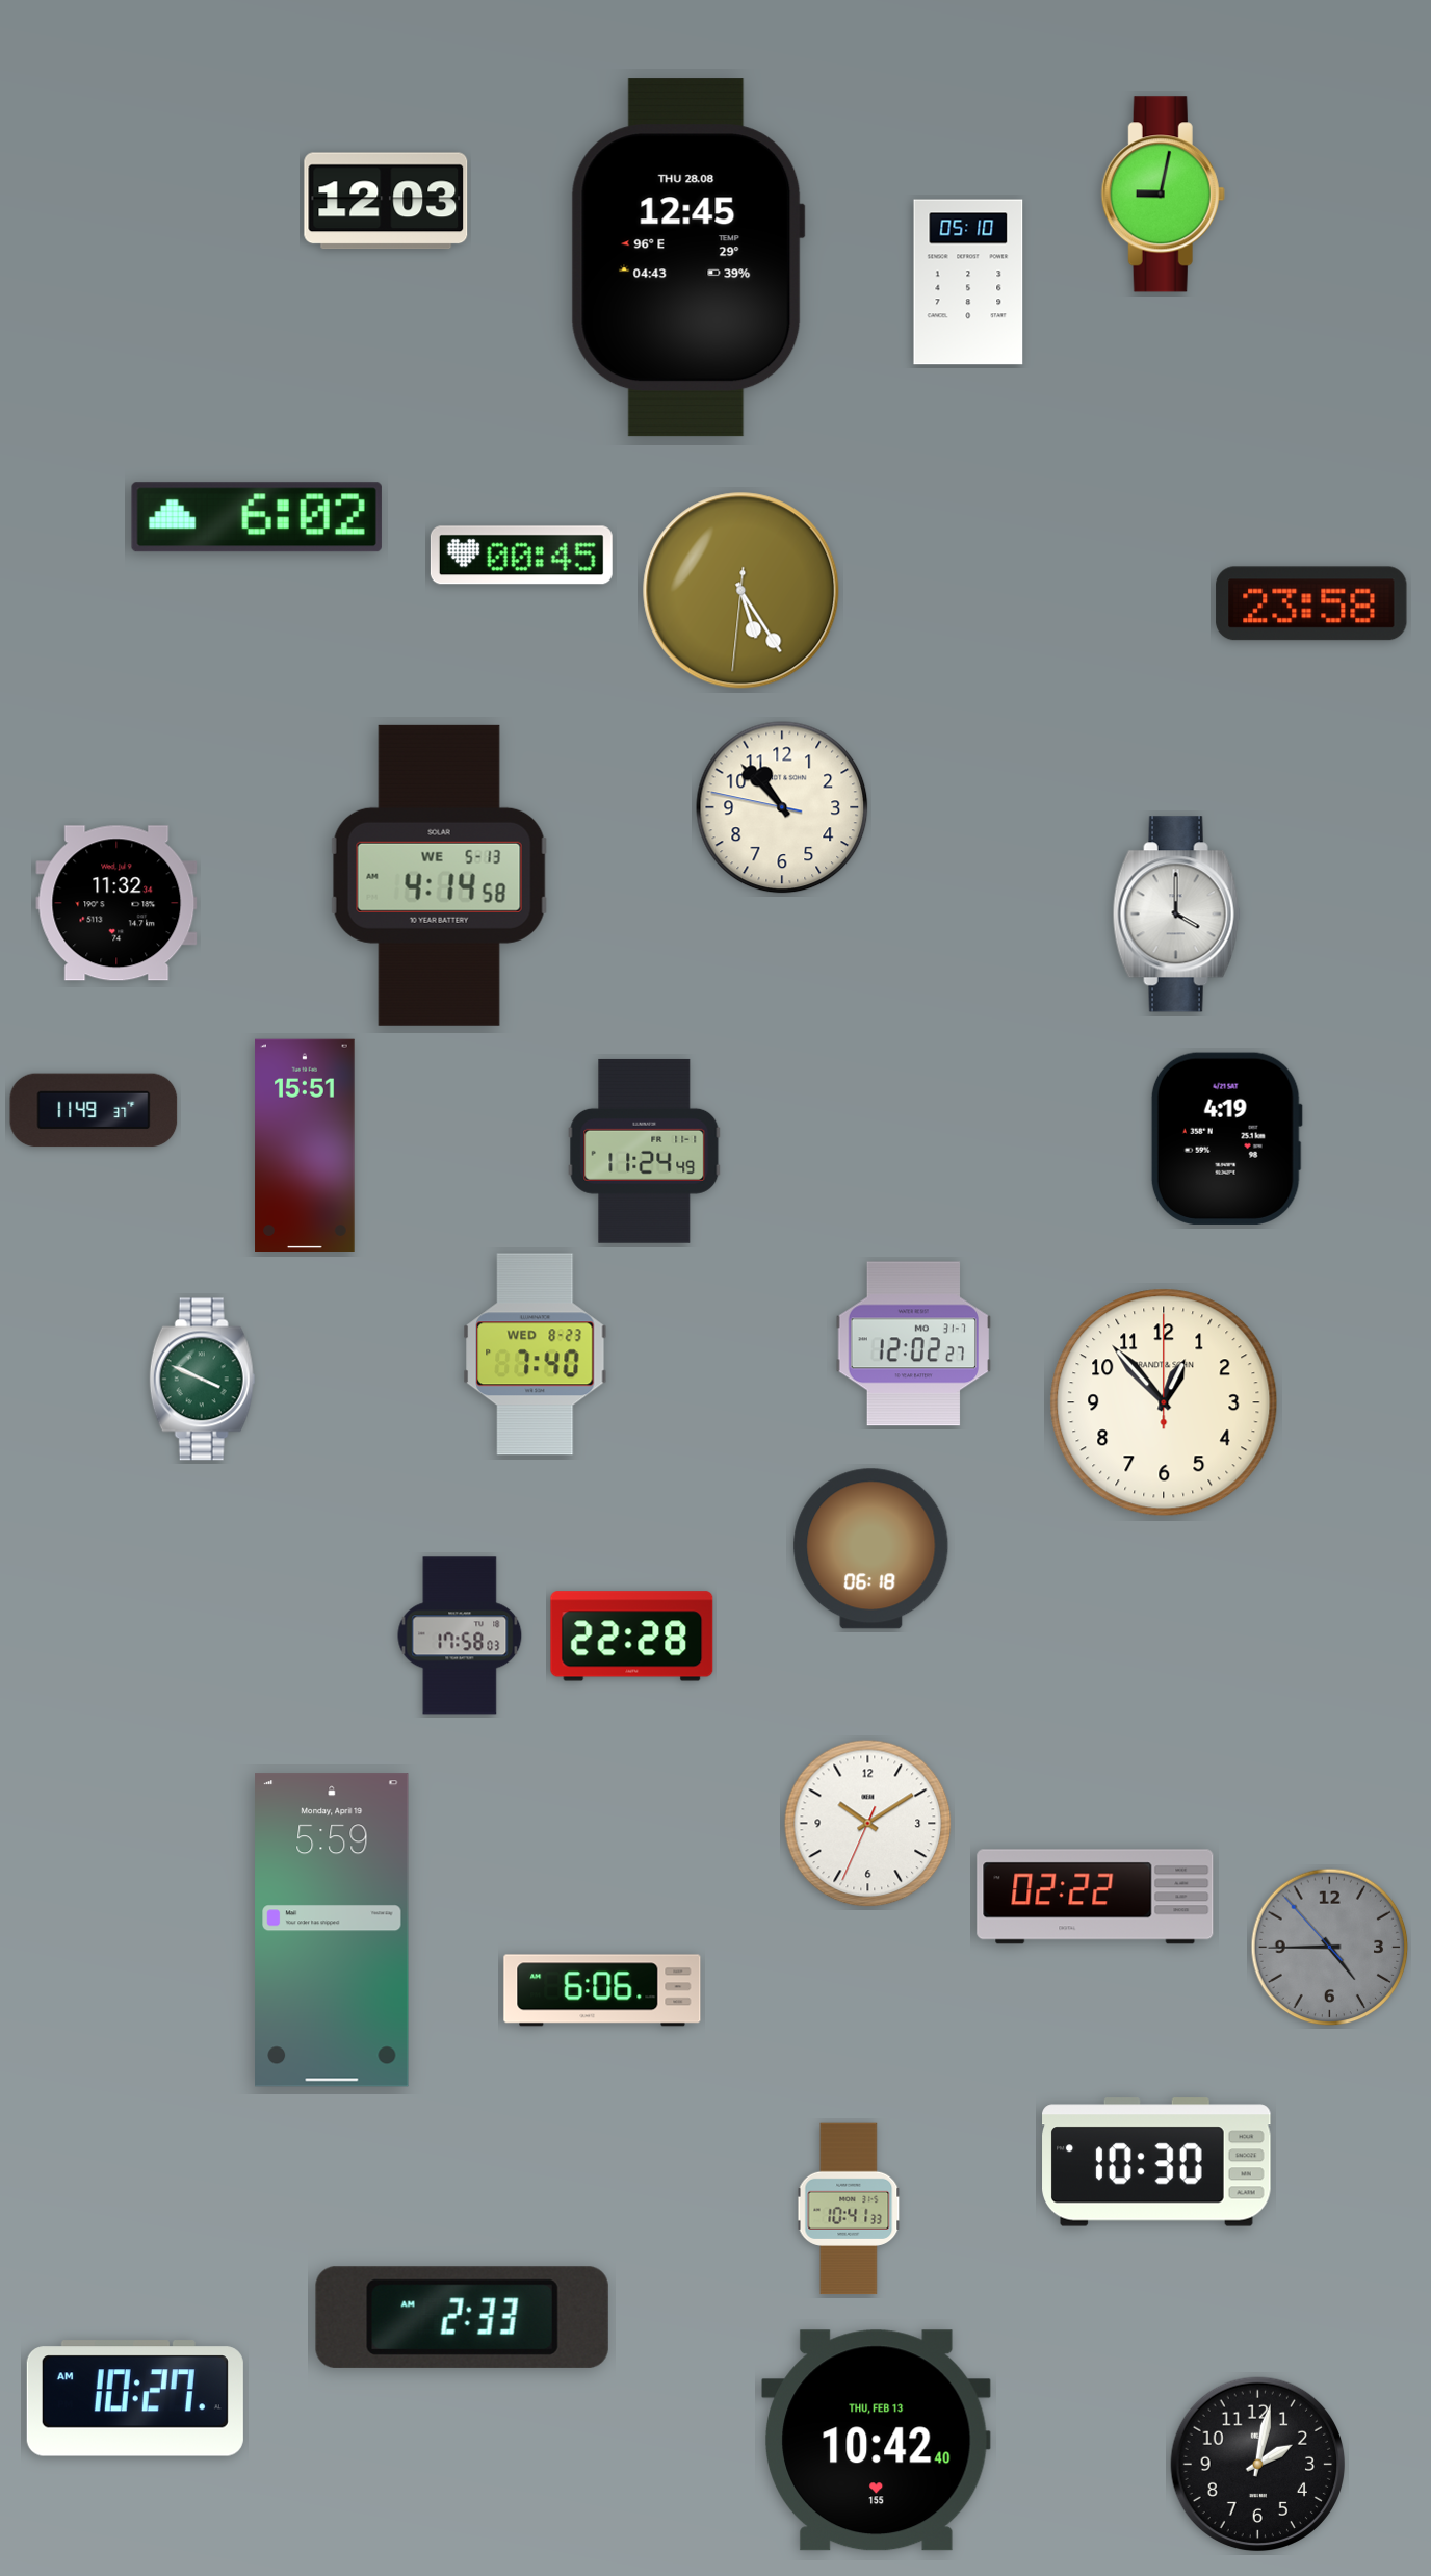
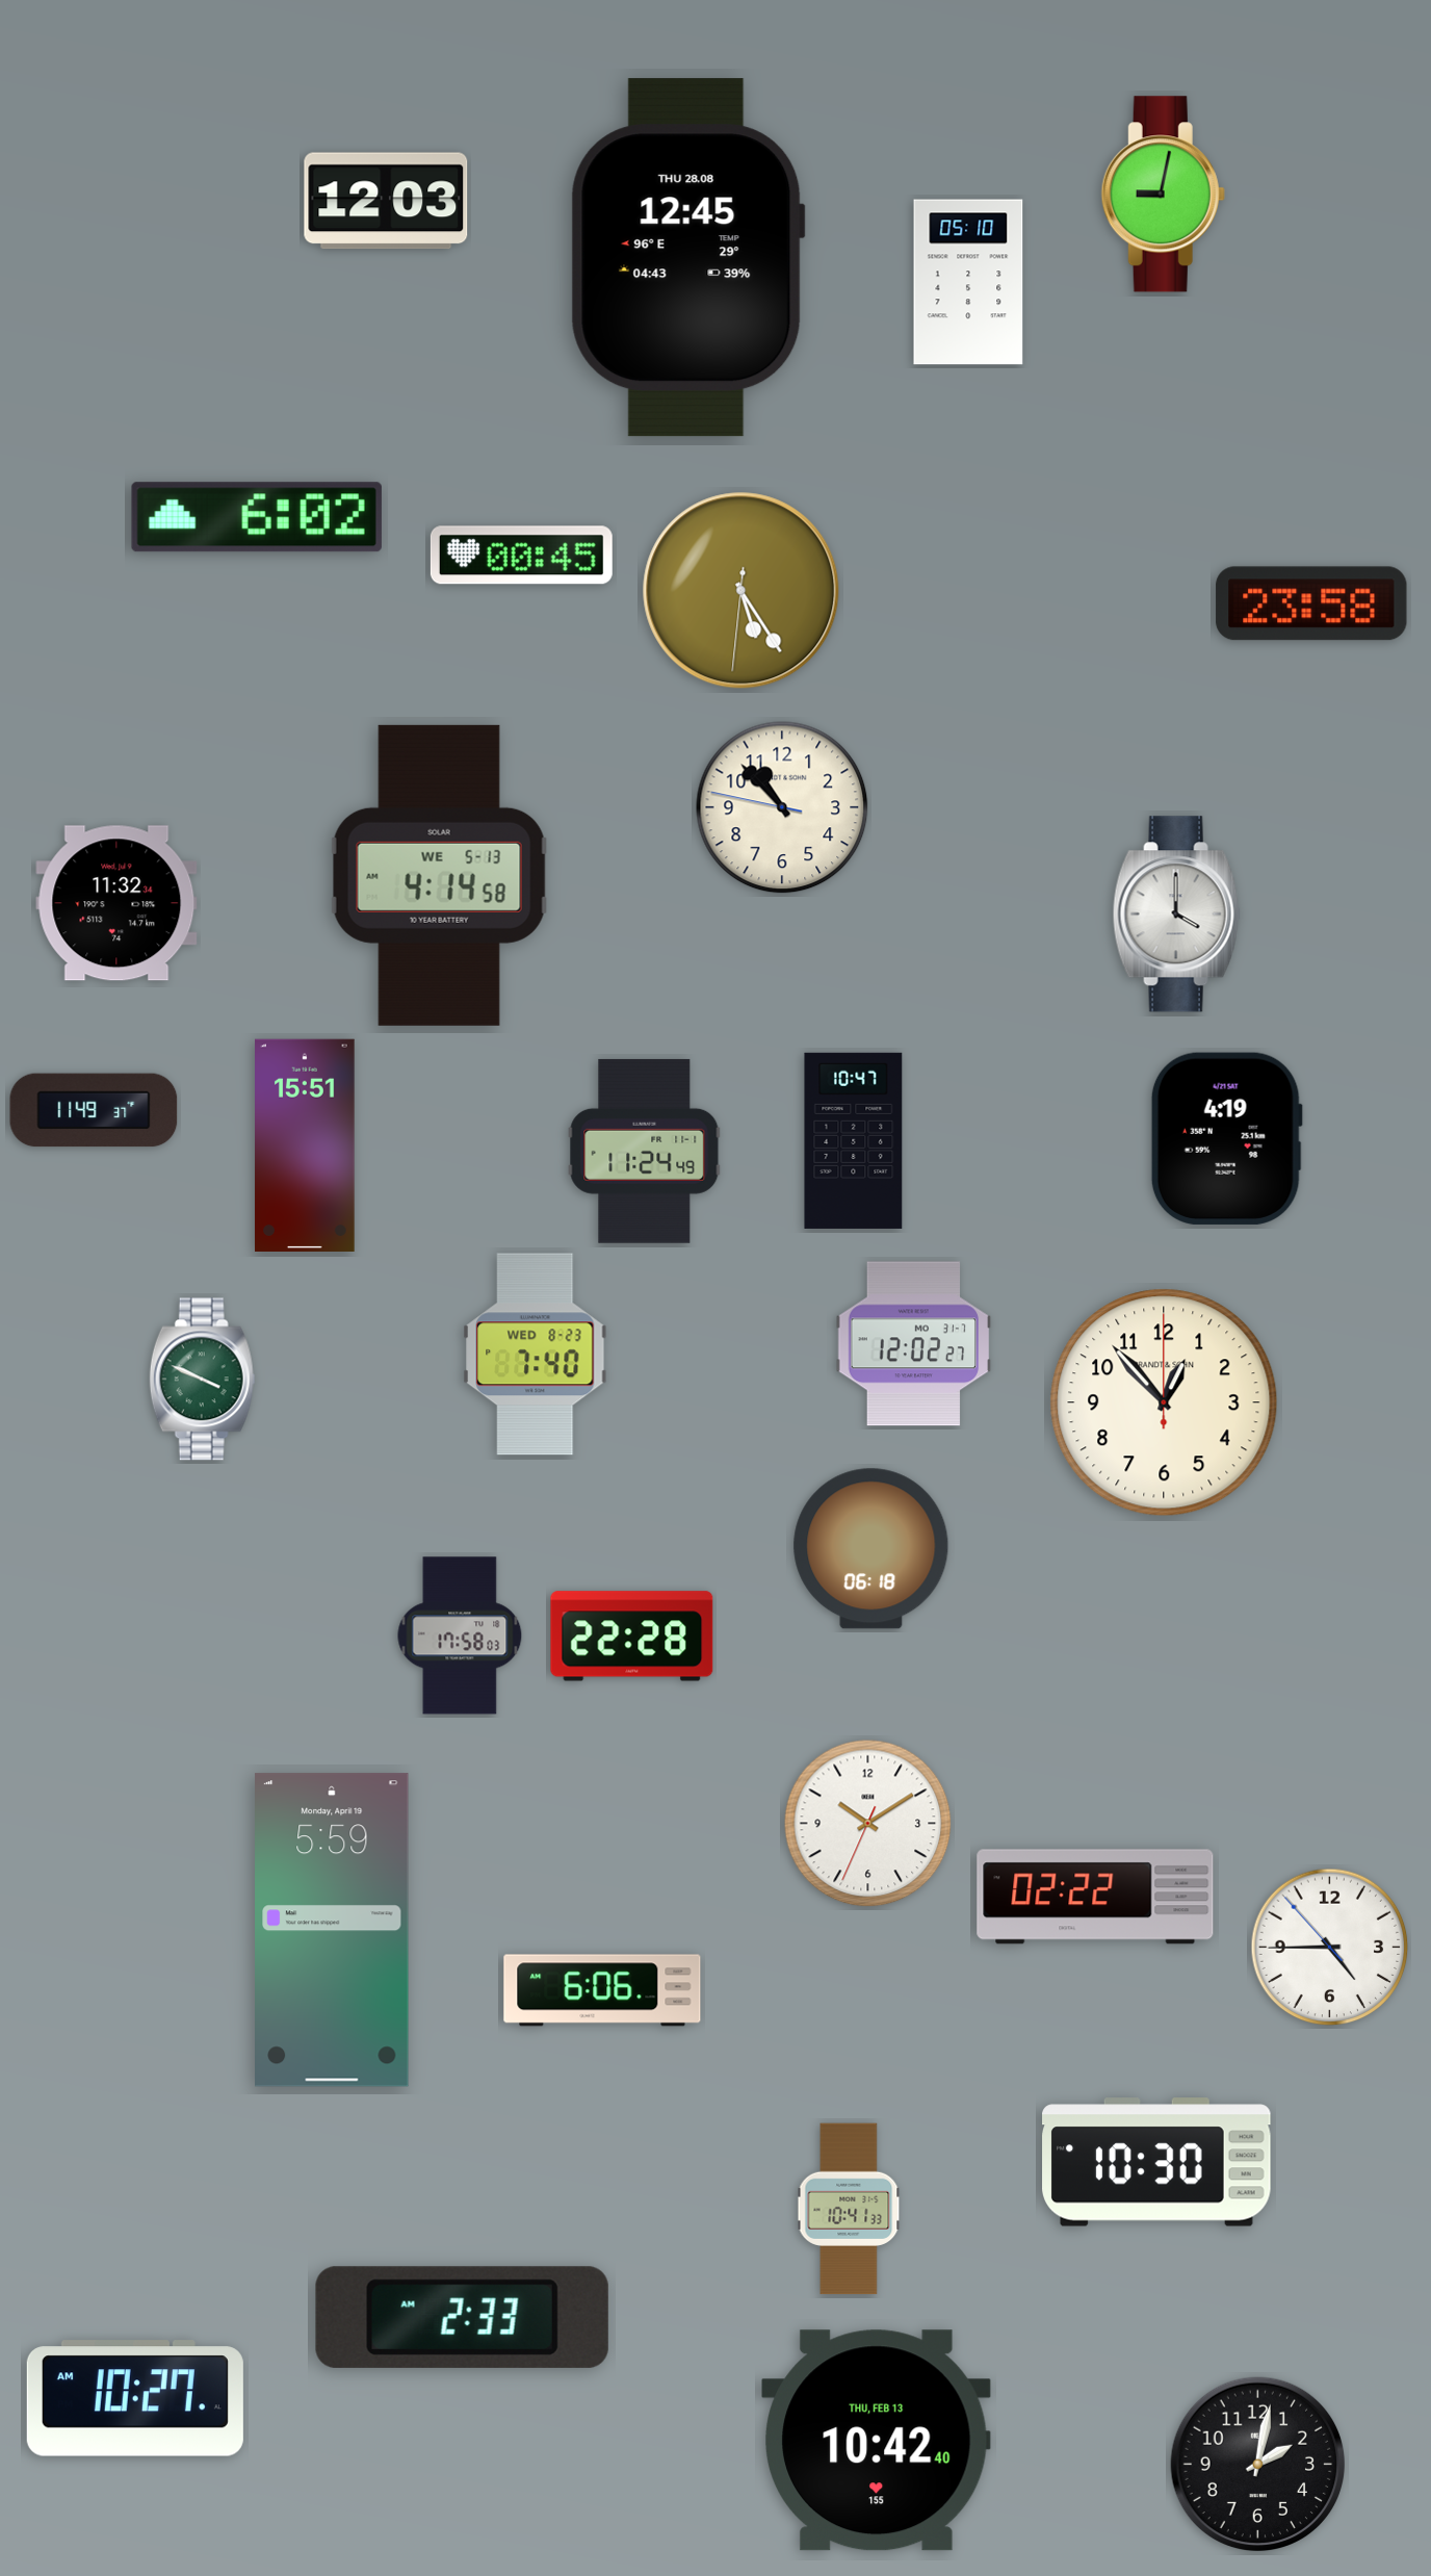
clock at (854, 1140): none -> 10:47
clock at (1330, 1948) dial: grey -> white
